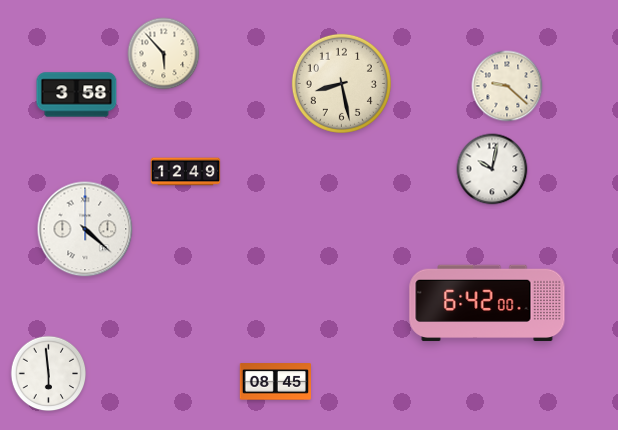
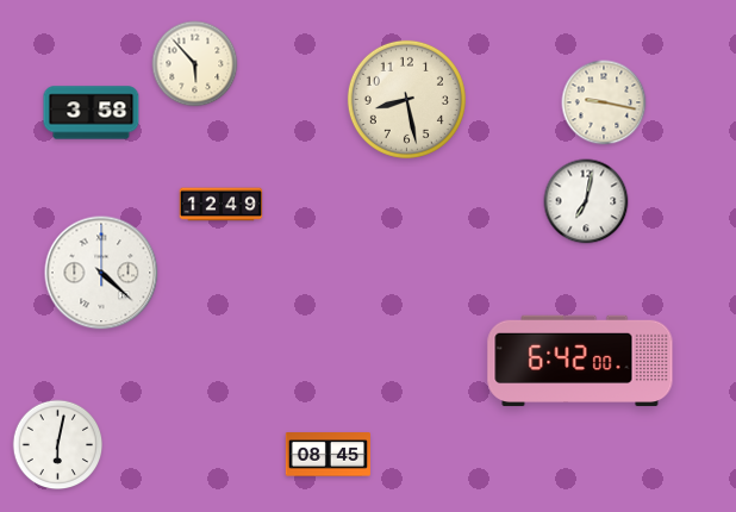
clock at (507, 86): 9:22 -> 9:17
clock at (492, 169): 10:02 -> 7:02
clock at (49, 374): 5:59 -> 6:02
